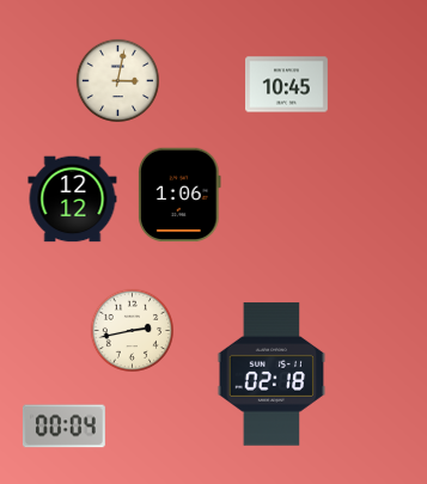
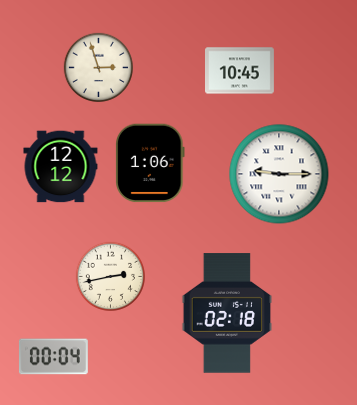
clock at (117, 80): 3:02 -> 2:57
clock at (279, 174): none -> 9:15
